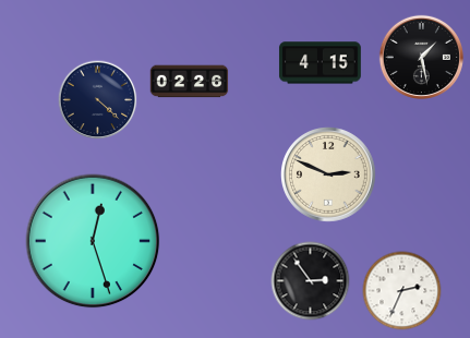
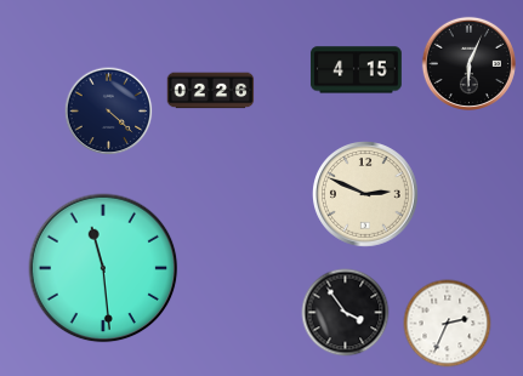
clock at (421, 57): 1:28 -> 6:04
clock at (93, 241): 12:27 -> 11:29
clock at (311, 281): 2:54 -> 3:54
